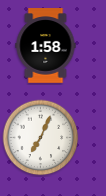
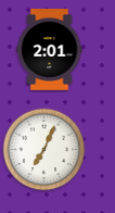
clock at (46, 46): 1:58 -> 2:01
